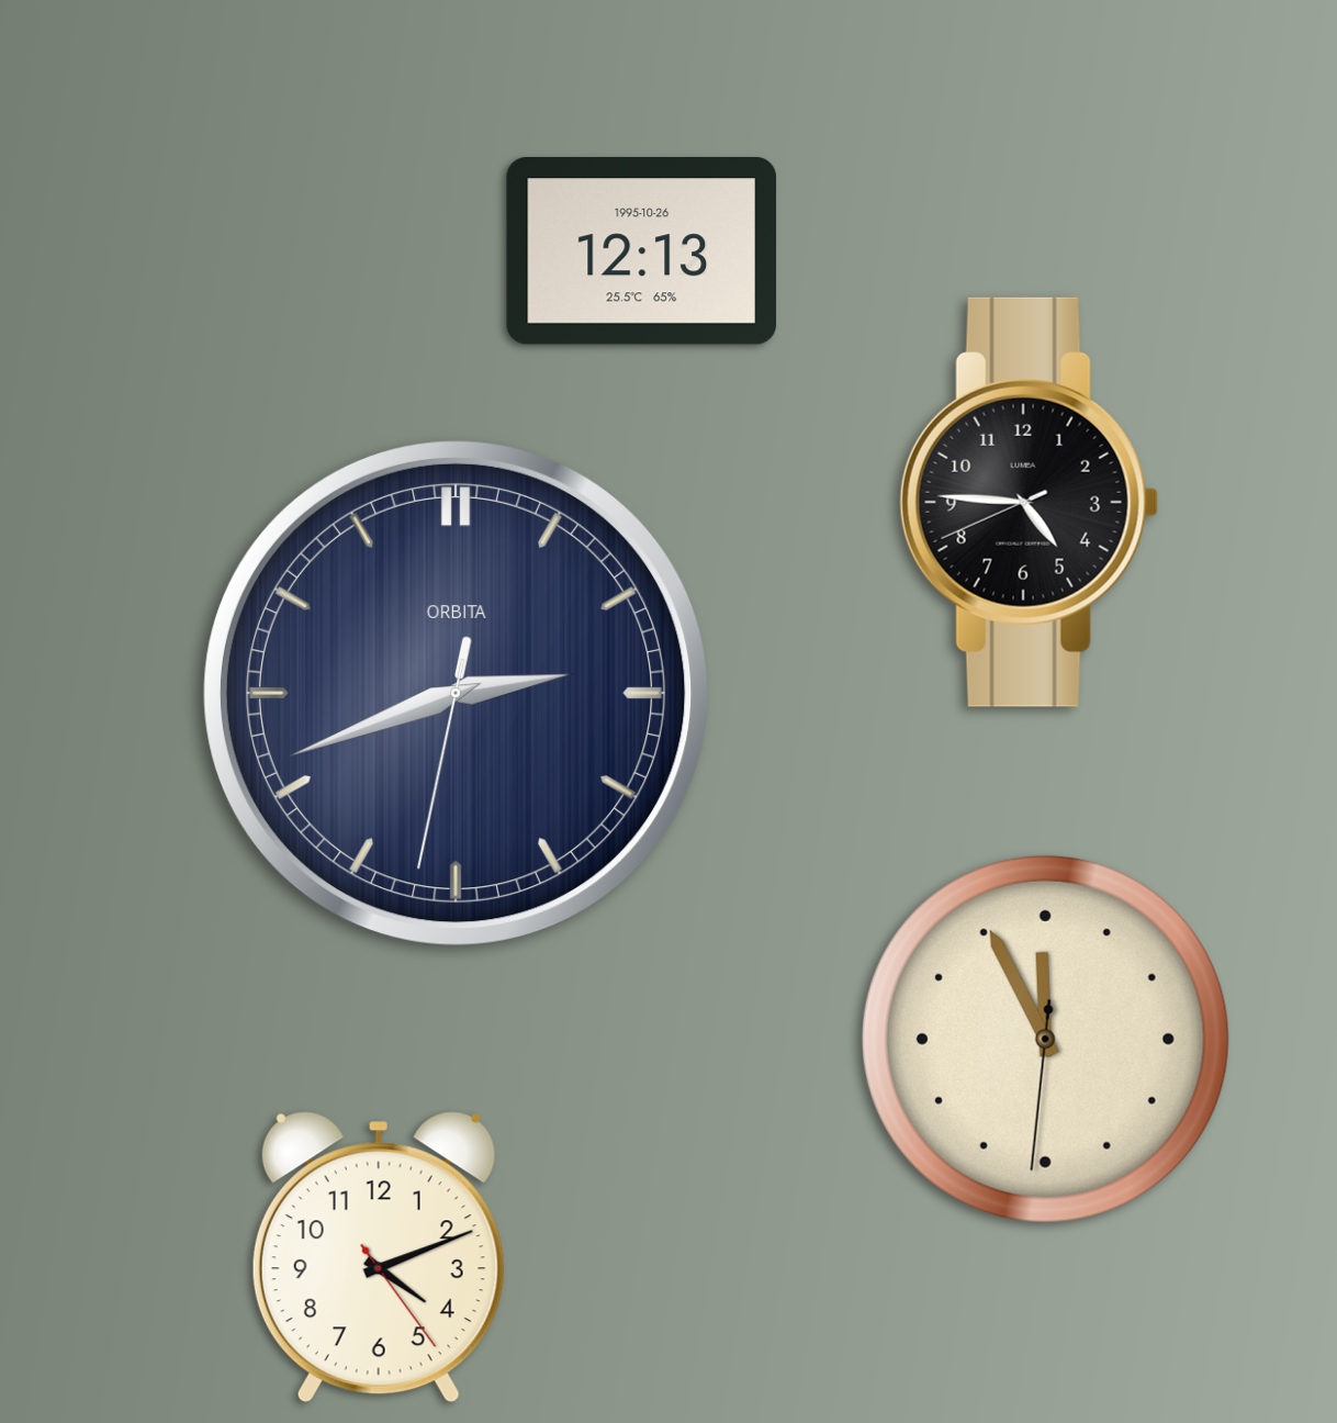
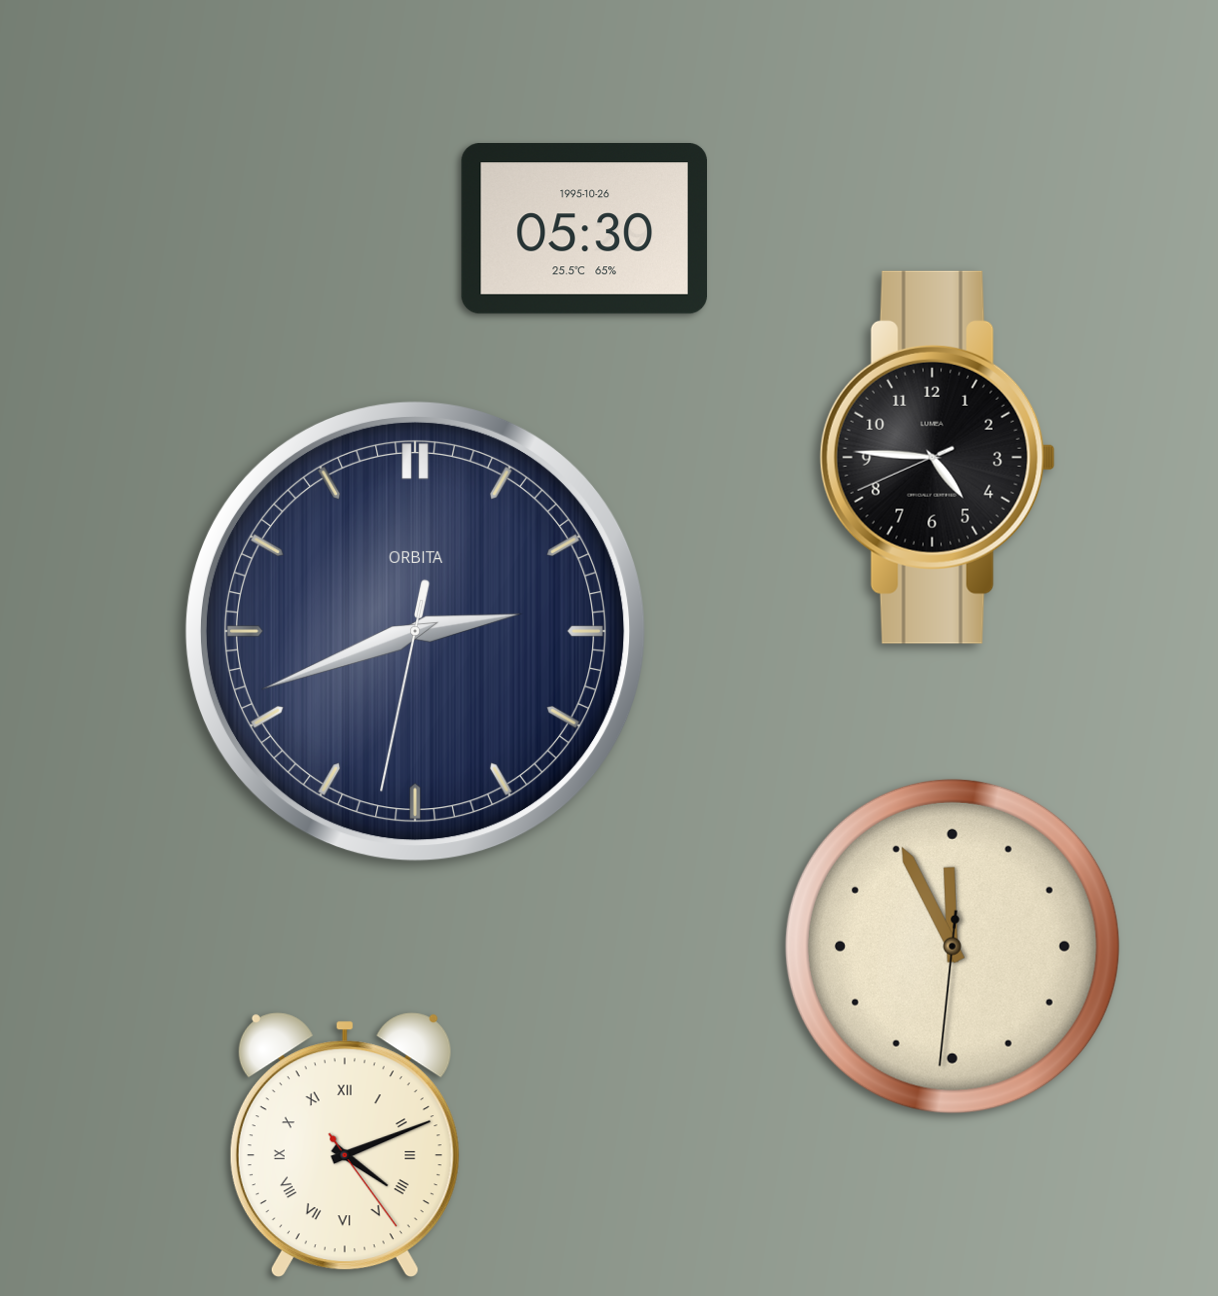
clock at (641, 251): 12:13 -> 05:30
clock at (379, 1257) numerals: Arabic -> Roman
